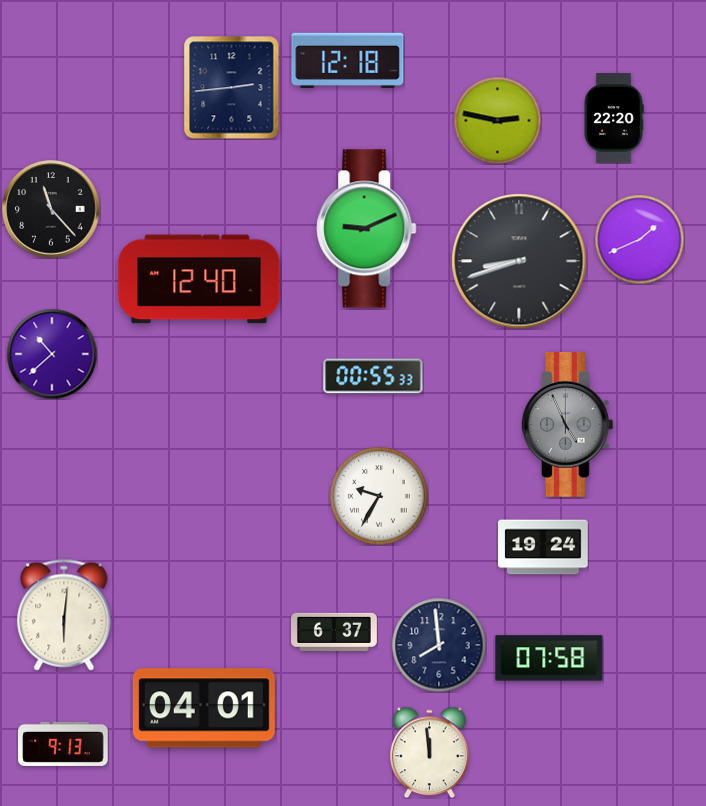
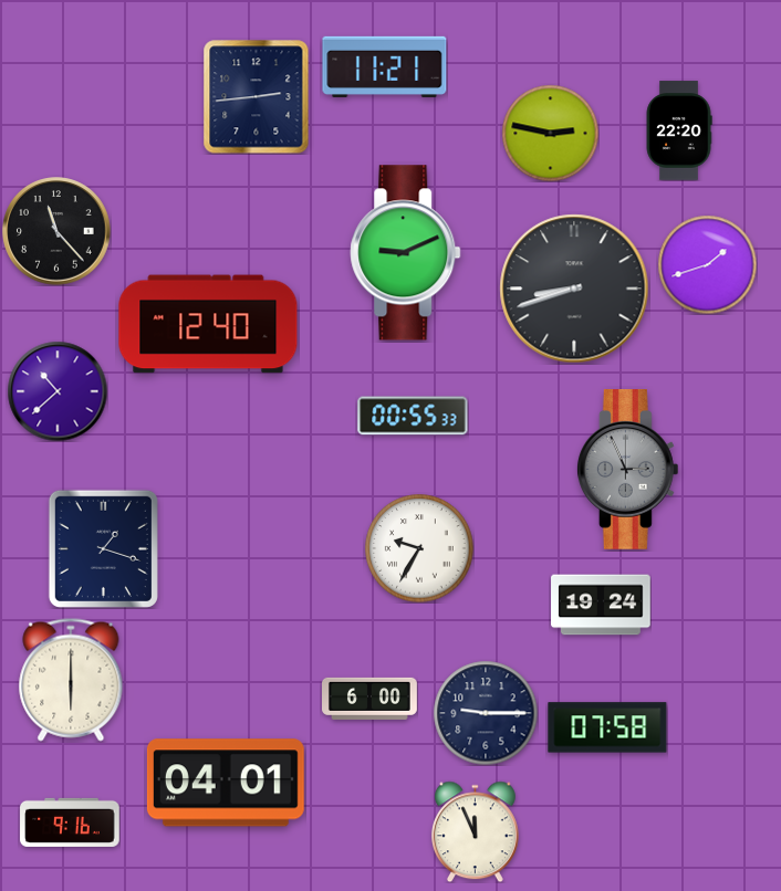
clock at (348, 60): 12:18 -> 11:21
clock at (639, 239): 1:41 -> 1:42
clock at (199, 279) position: (199, 279) -> (208, 324)
clock at (567, 425): 4:56 -> 2:56
clock at (103, 548): none -> 1:18
clock at (64, 615): 6:01 -> 6:00
clock at (335, 632): 6:37 -> 6:00
clock at (439, 645): 7:59 -> 9:15
clock at (63, 744): 9:13 -> 9:16
clock at (429, 752): 11:59 -> 11:56
